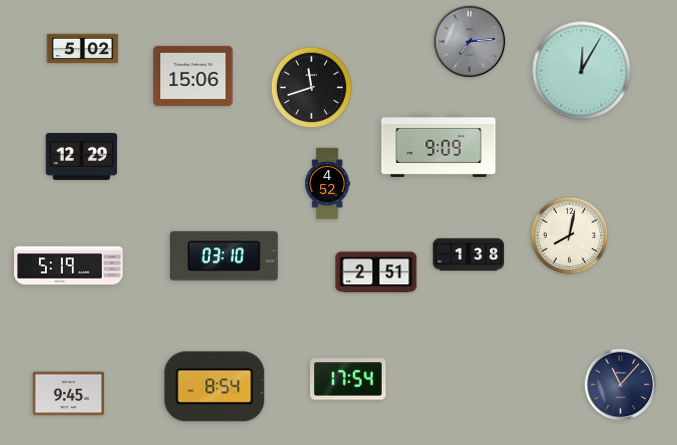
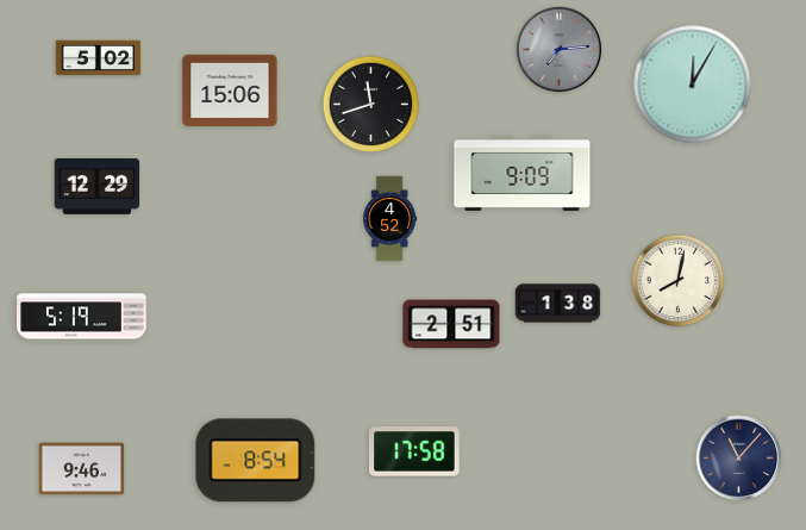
clock at (224, 256): 03:10 -> none
clock at (376, 272) position: (376, 272) -> (451, 324)
clock at (349, 379): 17:54 -> 17:58
clock at (69, 394): 9:45 -> 9:46
